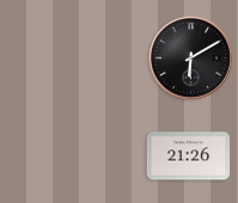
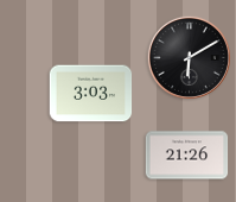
clock at (91, 94): none -> 3:03
